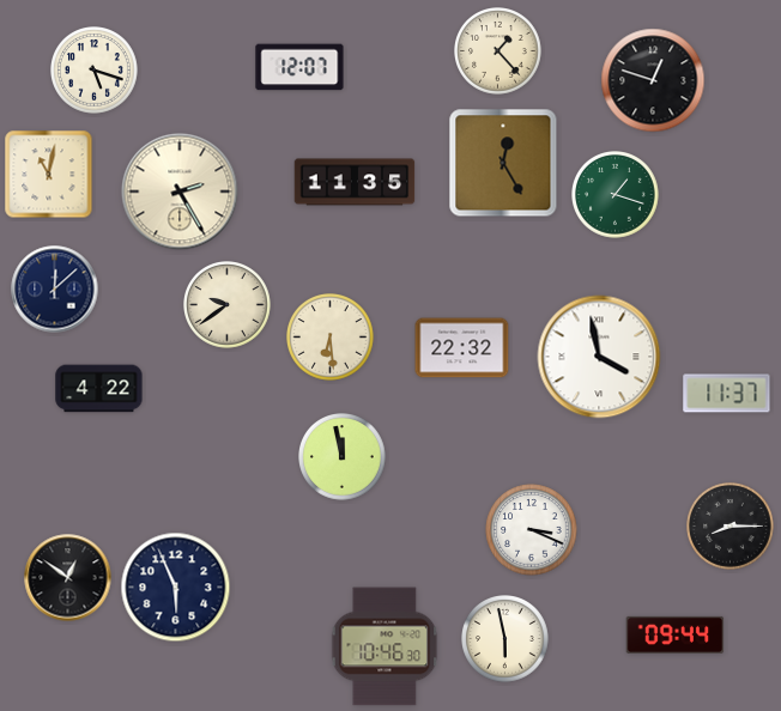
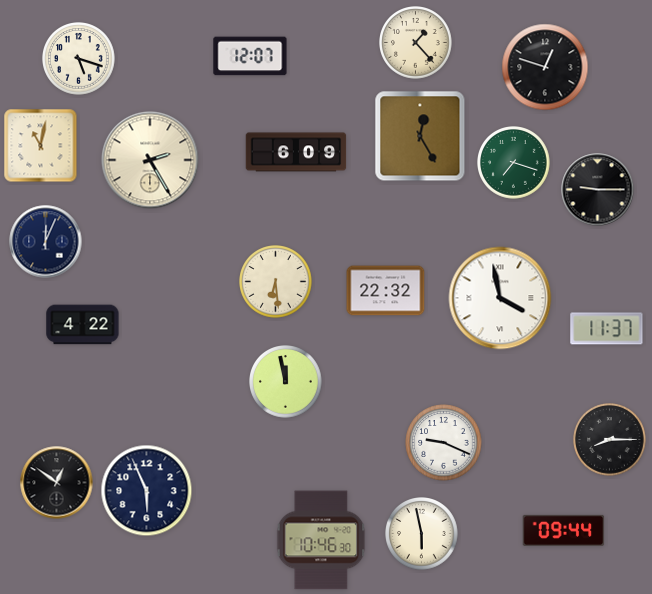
clock at (355, 182): 11:35 -> 6:09
clock at (616, 195): 1:18 -> 7:18
clock at (598, 190): none -> 9:15
clock at (55, 290): 12:08 -> 12:04
clock at (228, 305): 9:39 -> none
clock at (532, 530): 3:19 -> 9:19
